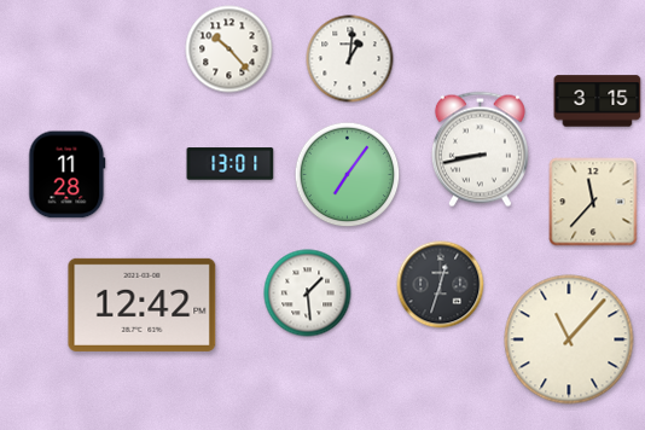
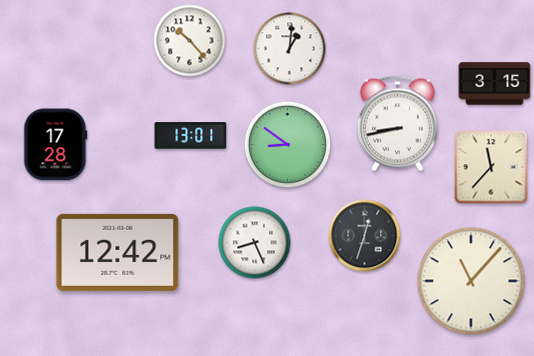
clock at (68, 175): 11:28 -> 17:28
clock at (348, 175): 7:06 -> 8:51
clock at (308, 294): 1:29 -> 8:26
